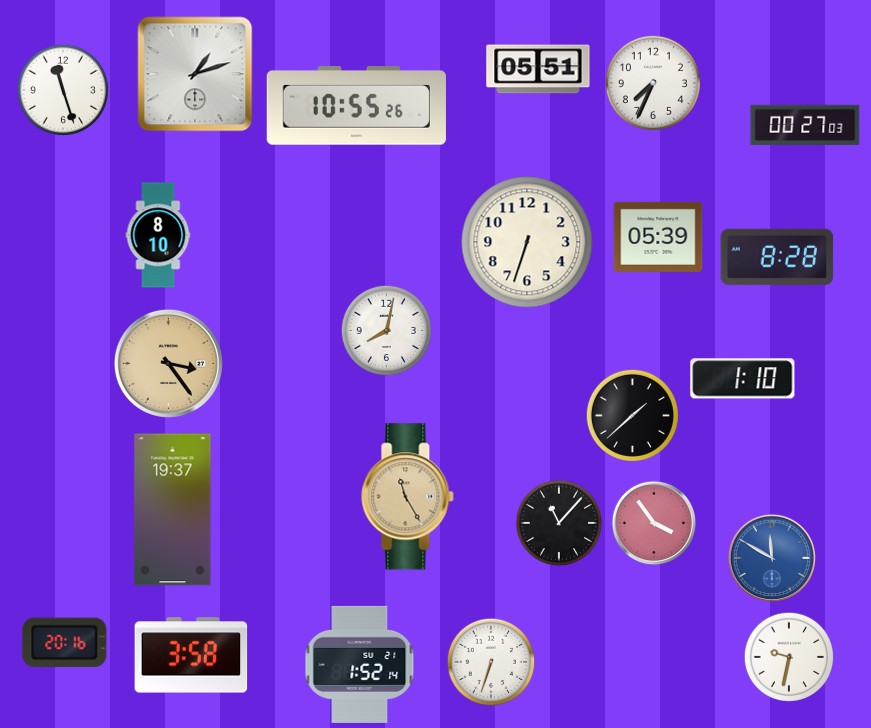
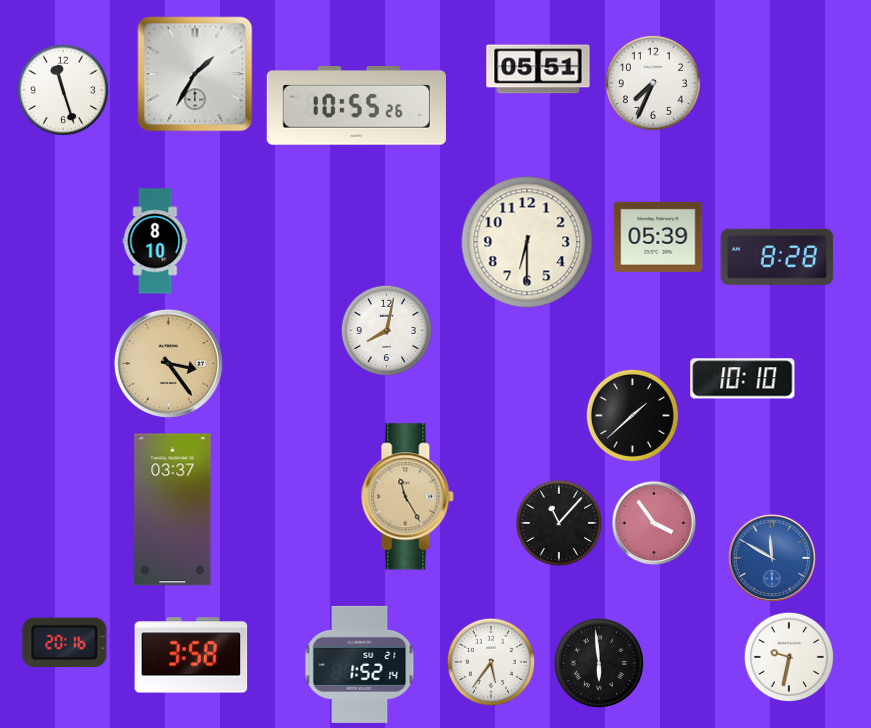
clock at (195, 74): 1:12 -> 1:35
clock at (805, 125): 00:27 -> none
clock at (158, 235) position: (158, 235) -> (155, 241)
clock at (527, 242): 6:33 -> 6:30
clock at (743, 379): 1:10 -> 10:10
clock at (173, 510): 19:37 -> 03:37
clock at (491, 662): 6:33 -> 5:36
clock at (598, 662): none -> 5:59
